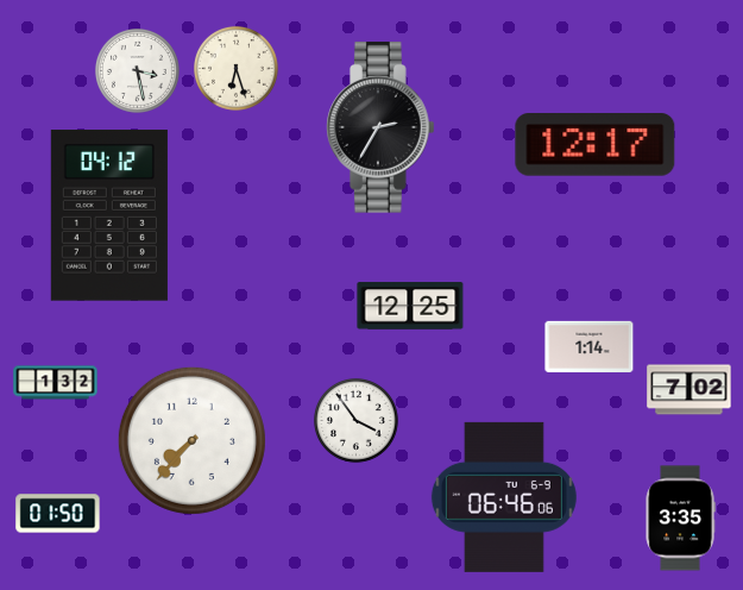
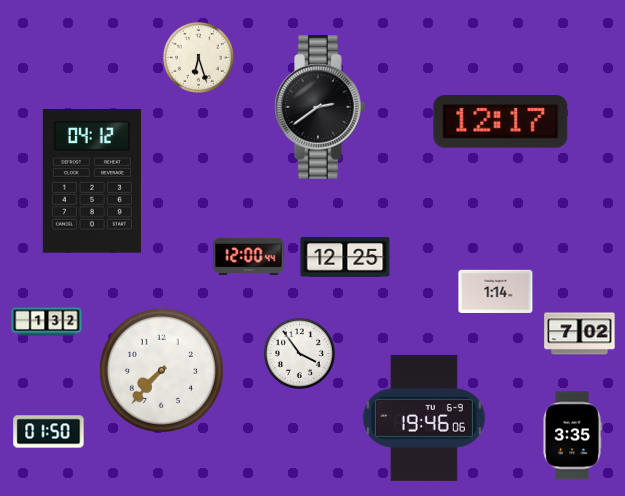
clock at (138, 71): 3:28 -> none
clock at (382, 127): 2:35 -> 2:39
clock at (249, 256): none -> 12:00
clock at (690, 390) position: (690, 390) -> (580, 334)
clock at (504, 497): 06:46 -> 19:46
